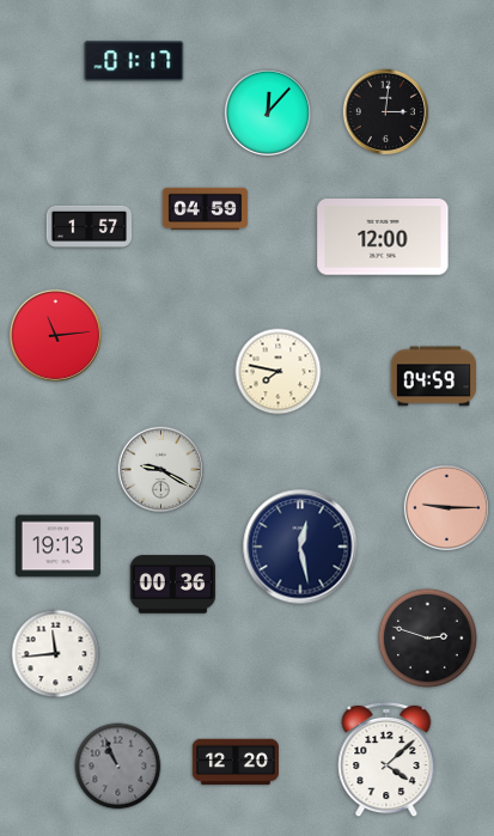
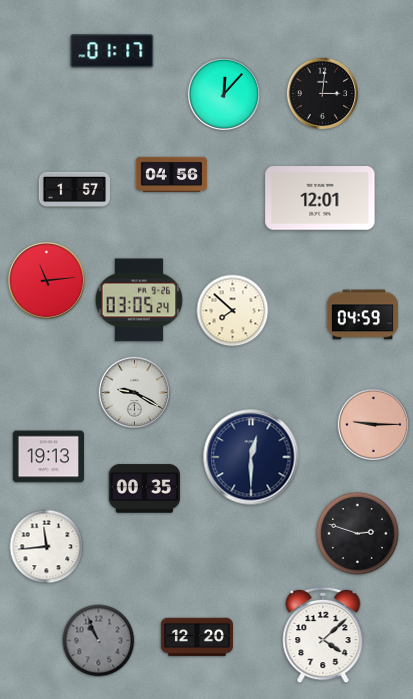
clock at (206, 209): 04:59 -> 04:56
clock at (383, 237): 12:00 -> 12:01
clock at (139, 300): none -> 03:05
clock at (279, 372): 7:47 -> 7:52
clock at (300, 547): 12:28 -> 12:30
clock at (172, 585): 00:36 -> 00:35
